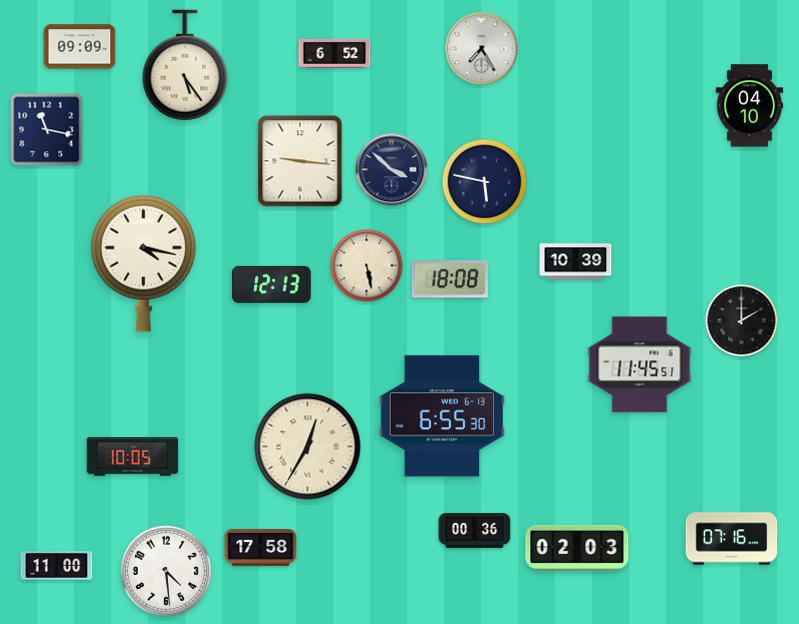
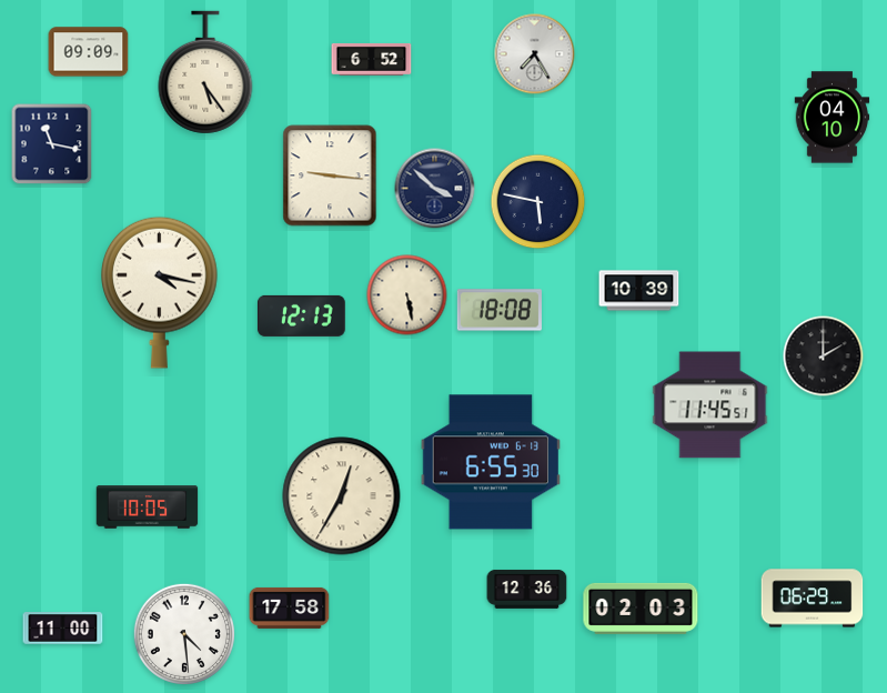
clock at (300, 161) position: (300, 161) -> (330, 175)
clock at (475, 530): 00:36 -> 12:36
clock at (732, 539): 07:16 -> 06:29
